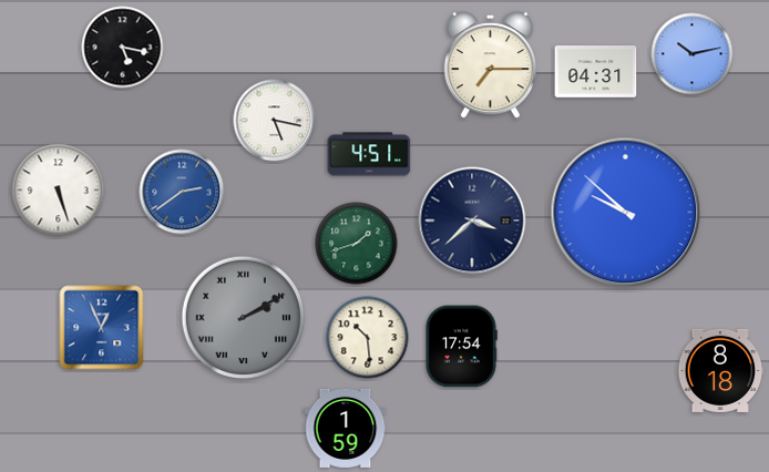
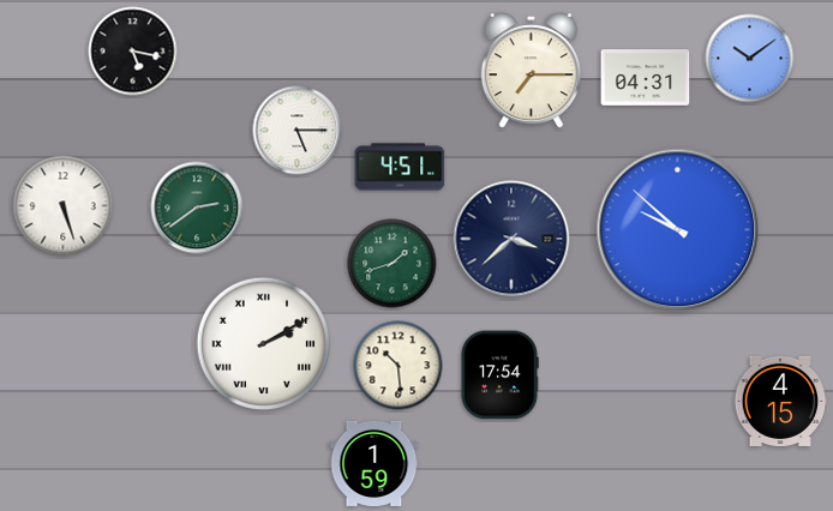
clock at (693, 54): 10:13 -> 10:09
clock at (275, 121): 5:17 -> 5:15
clock at (182, 192) dial: blue -> green
clock at (357, 244) position: (357, 244) -> (392, 264)
clock at (243, 317) dial: grey -> white
clock at (102, 328): 12:56 -> none
clock at (720, 370): 8:18 -> 4:15
